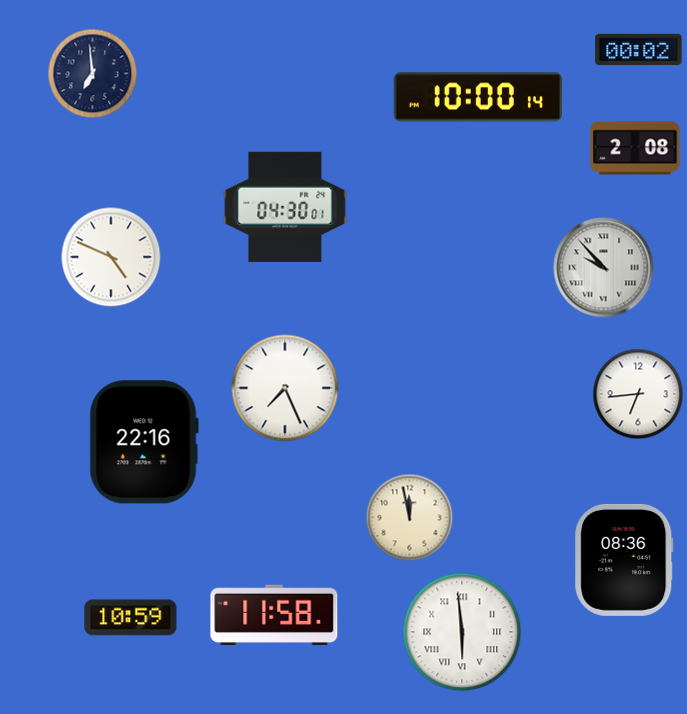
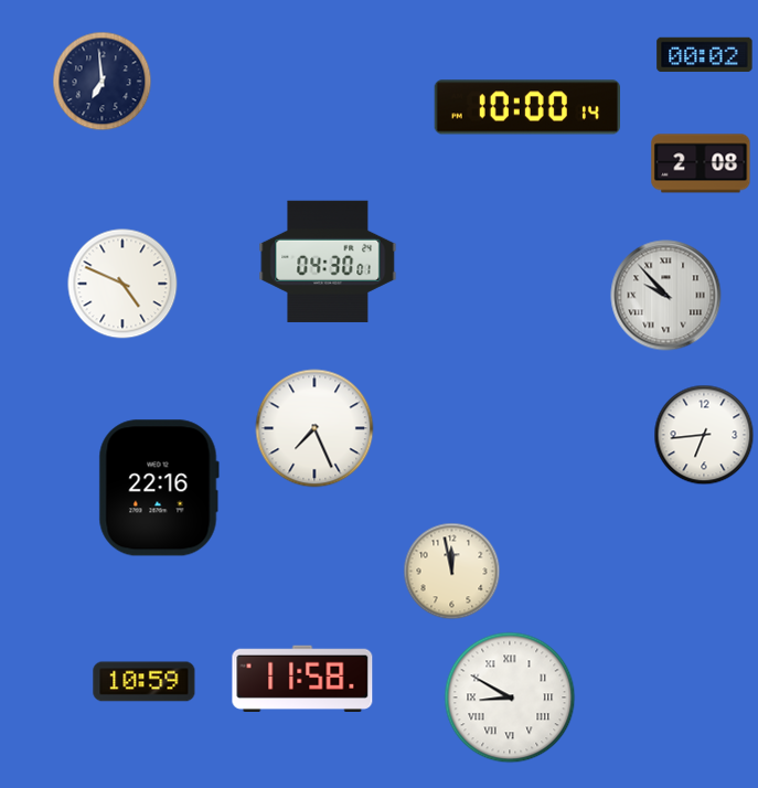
clock at (285, 207) position: (285, 207) -> (328, 262)
clock at (624, 560): 08:36 -> none
clock at (462, 632): 5:59 -> 8:50
